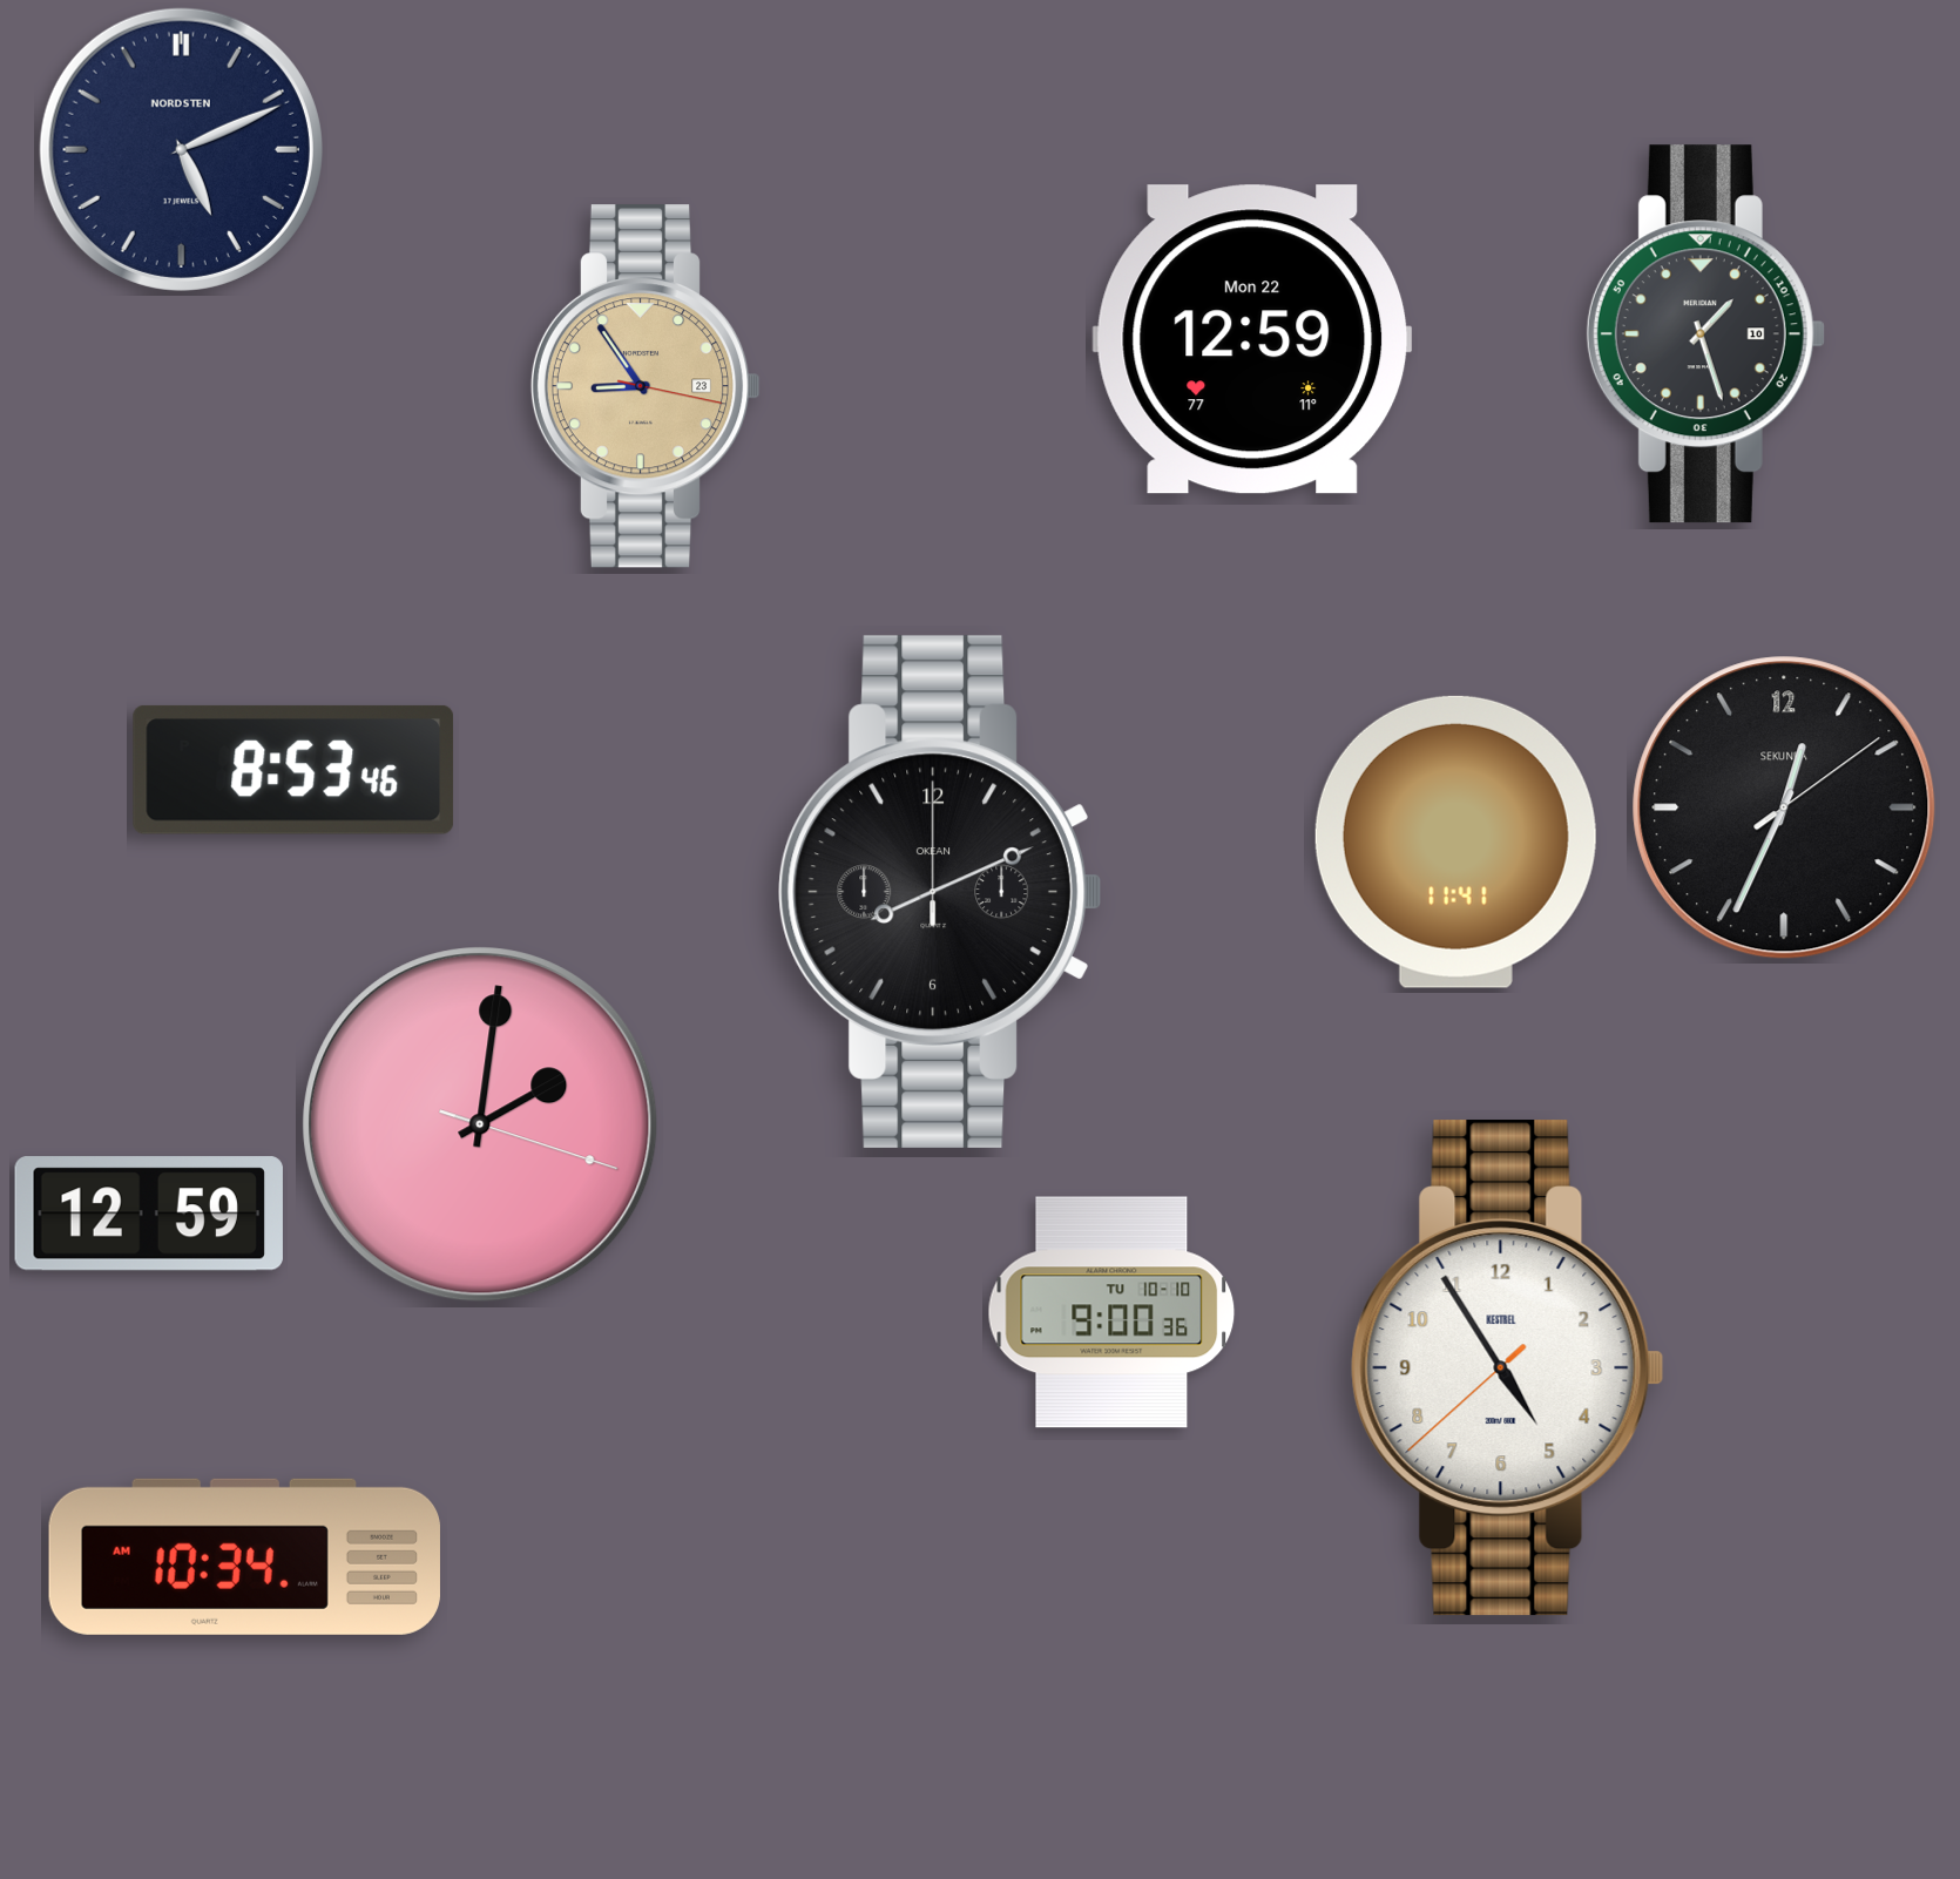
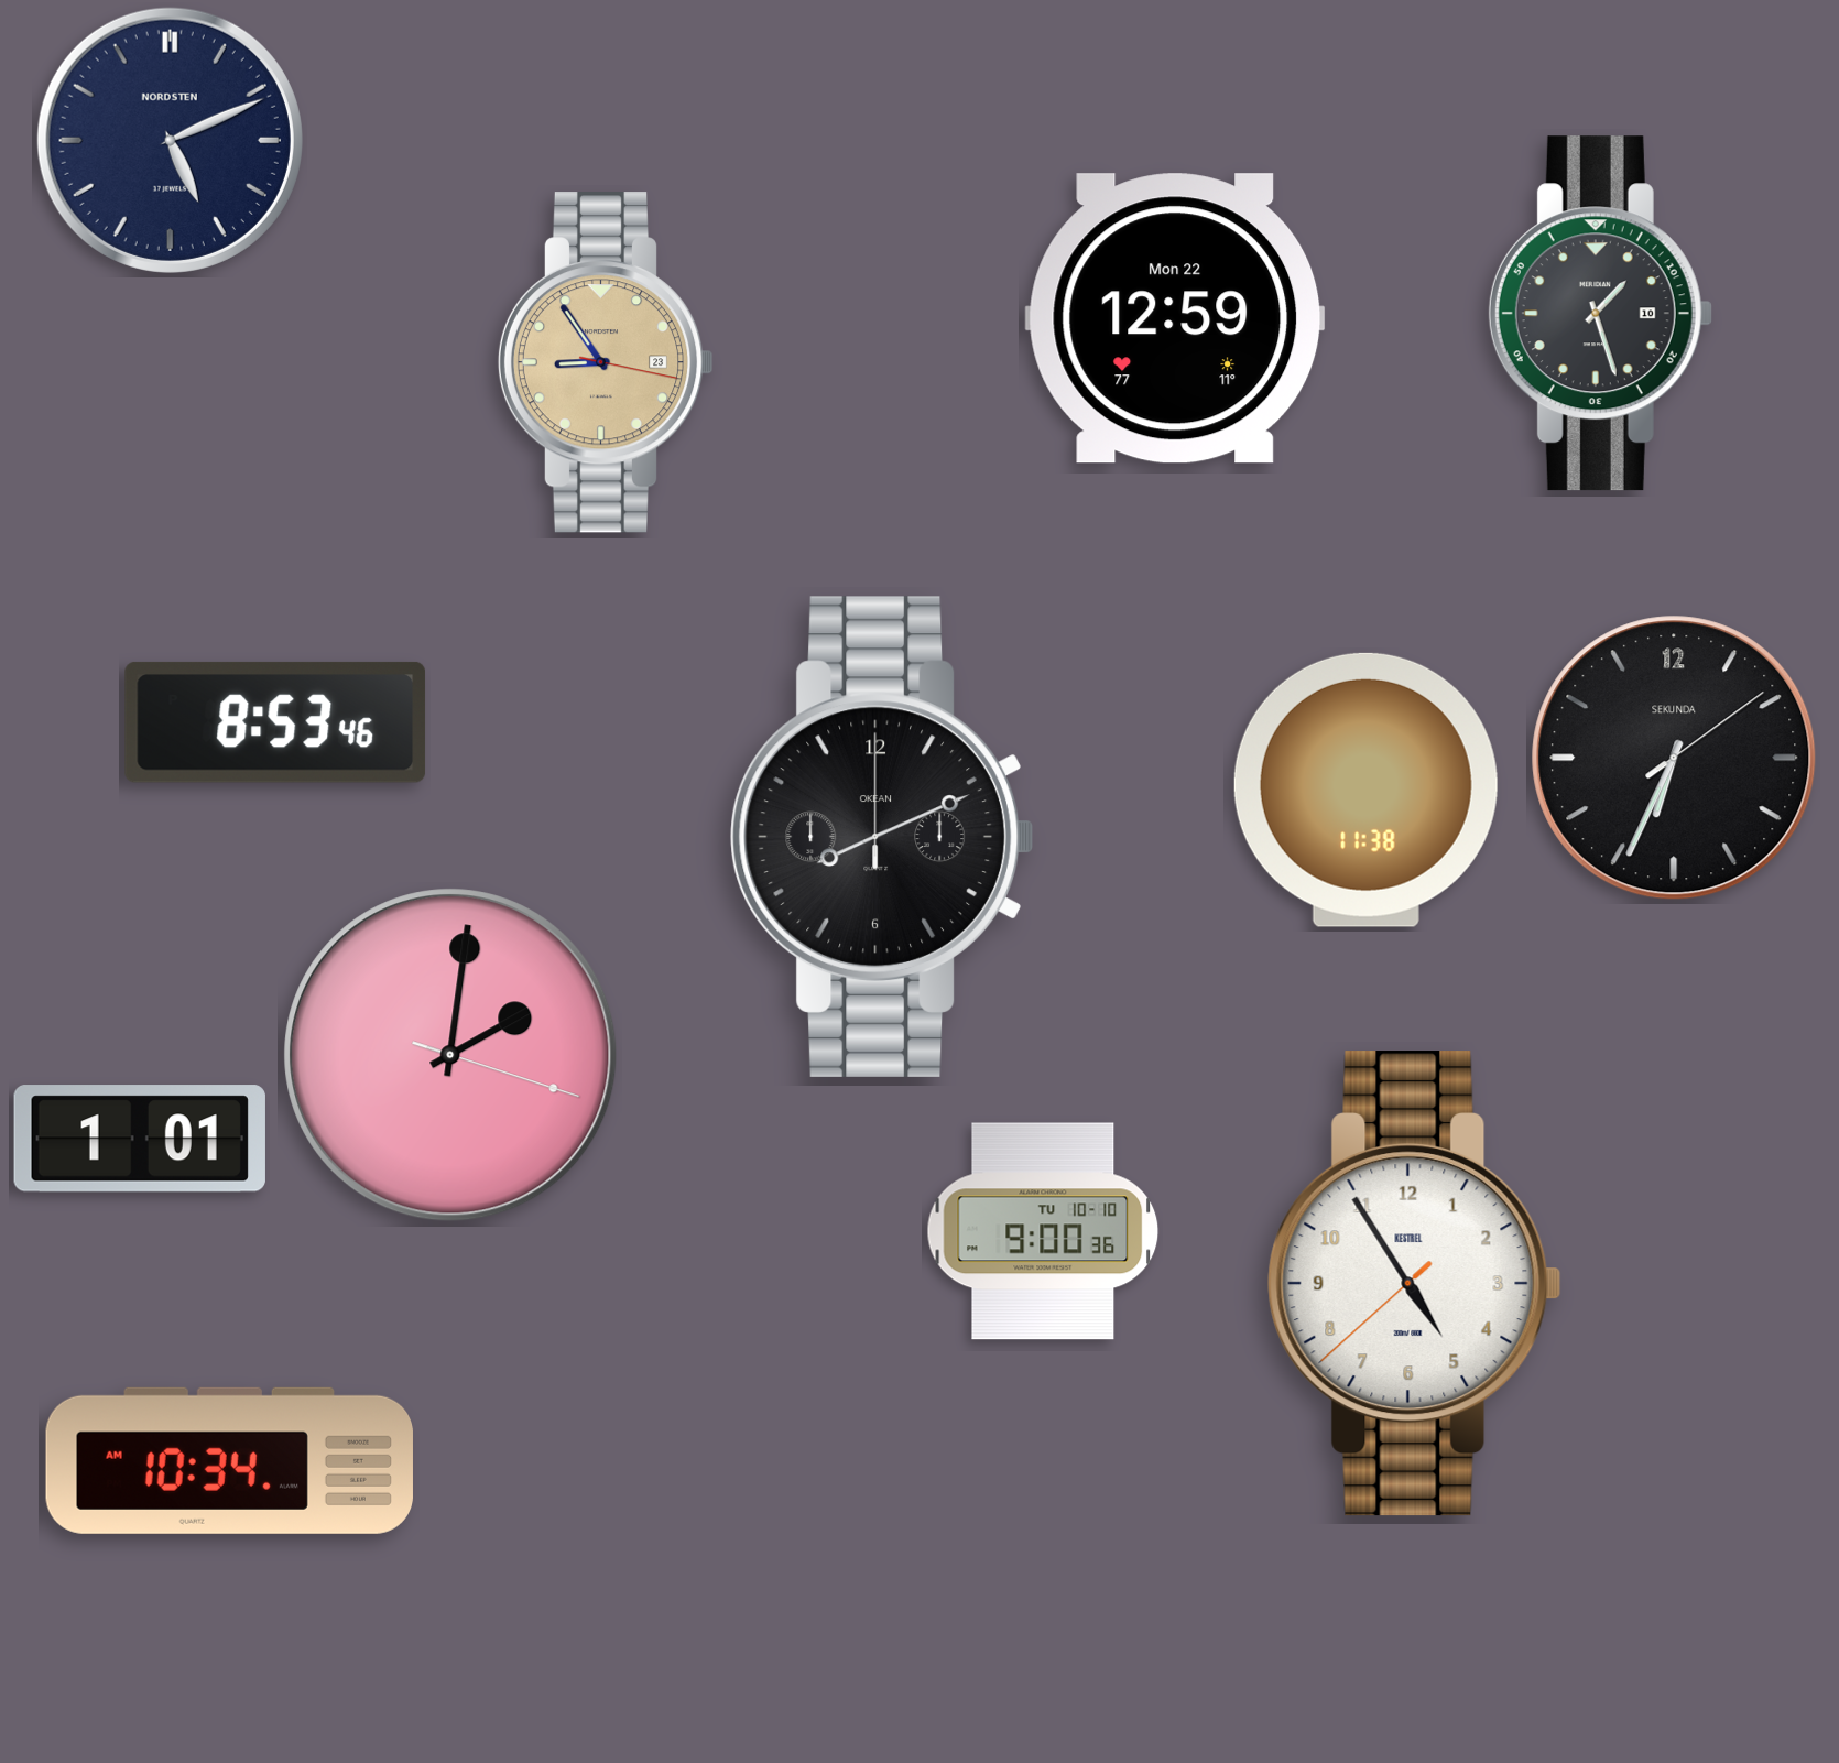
clock at (1784, 807): 12:34 -> 6:34
clock at (1455, 842): 11:41 -> 11:38
clock at (149, 1214): 12:59 -> 1:01
